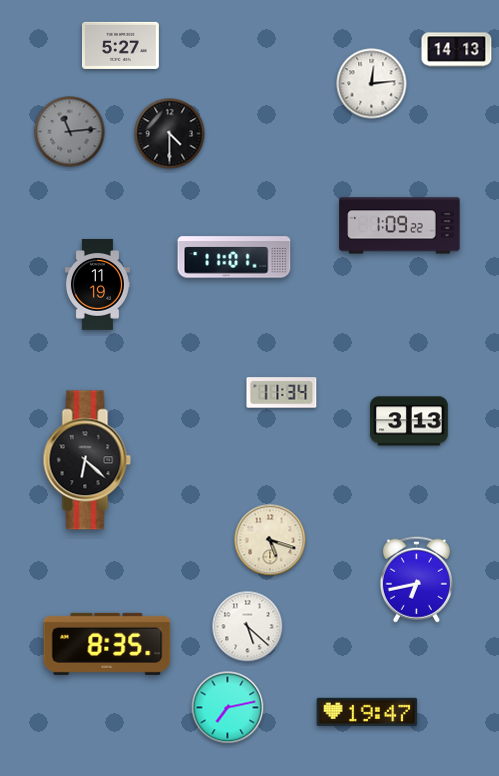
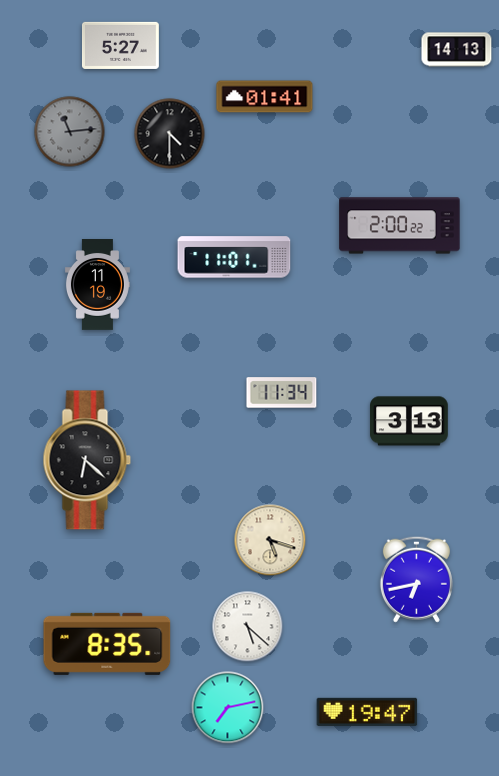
clock at (372, 84): 12:14 -> none
clock at (265, 97): none -> 01:41
clock at (400, 226): 1:09 -> 2:00
